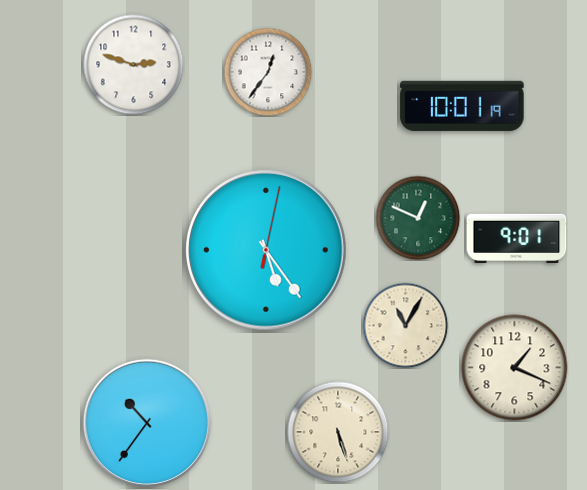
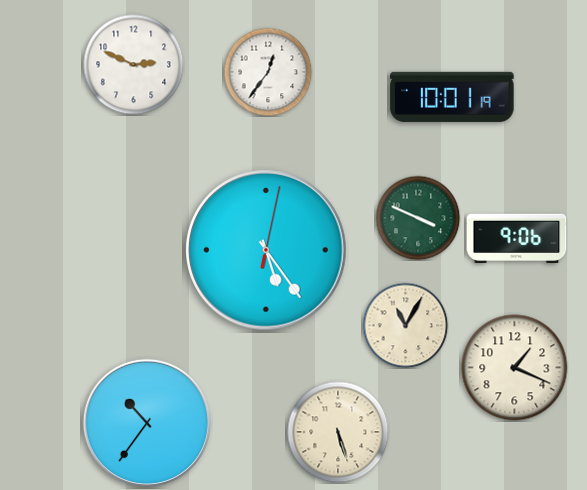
clock at (134, 65): 2:48 -> 2:49
clock at (462, 106) position: (462, 106) -> (452, 97)
clock at (418, 218): 12:49 -> 3:49
clock at (517, 238): 9:01 -> 9:06
